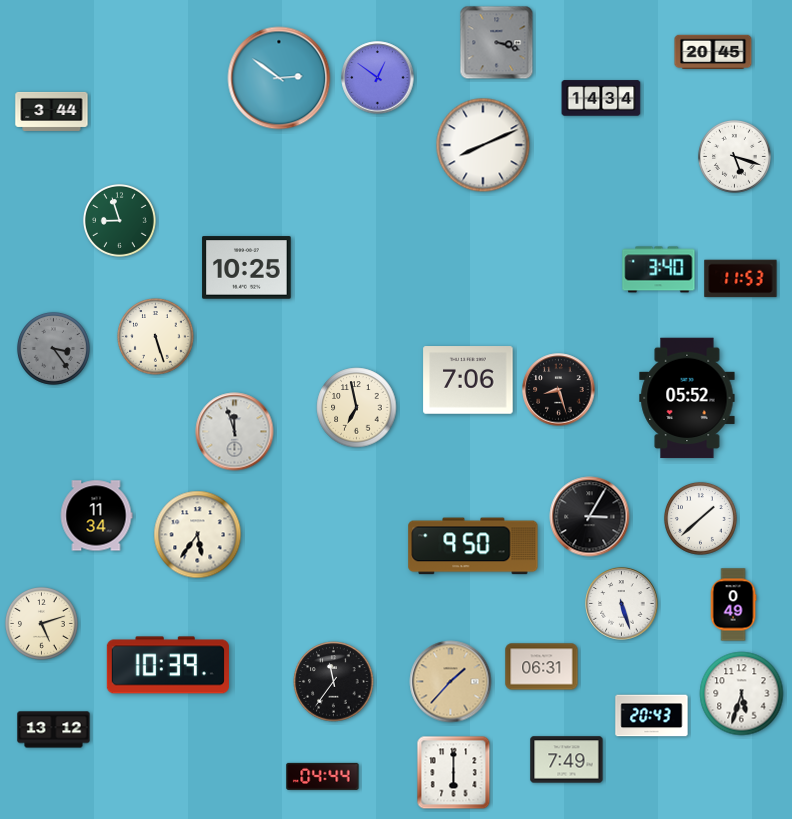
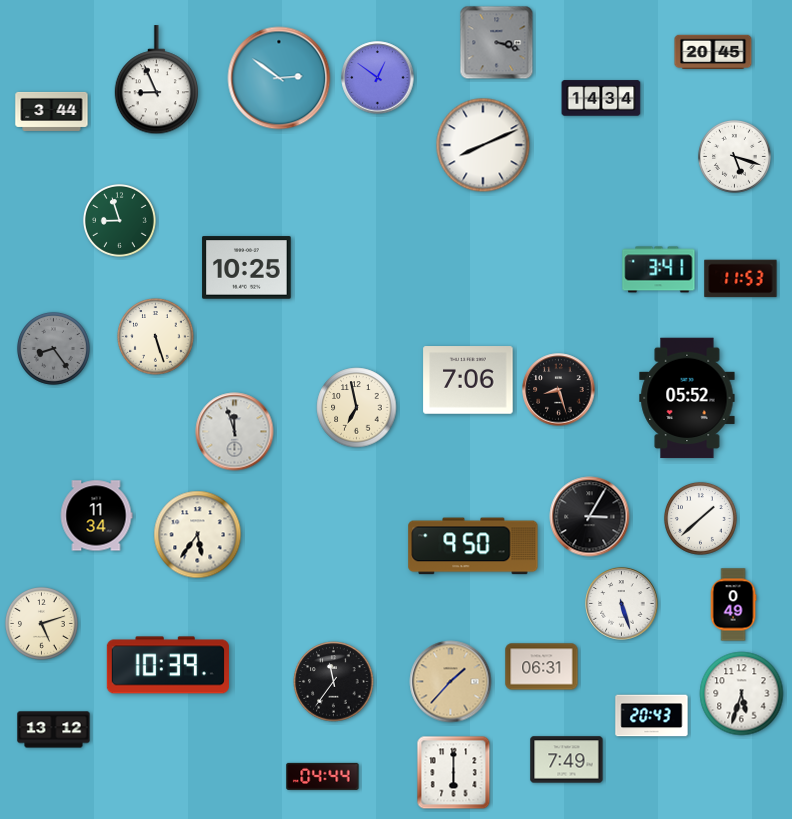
clock at (156, 80): none -> 8:56
clock at (659, 270): 3:40 -> 3:41
clock at (53, 348): 3:24 -> 8:24
